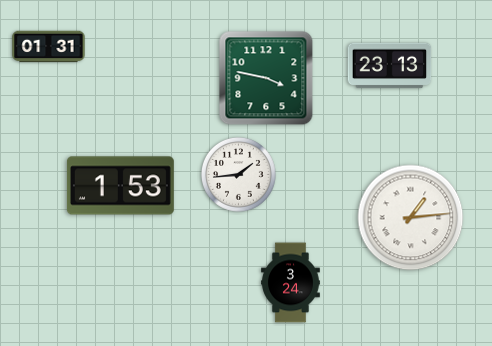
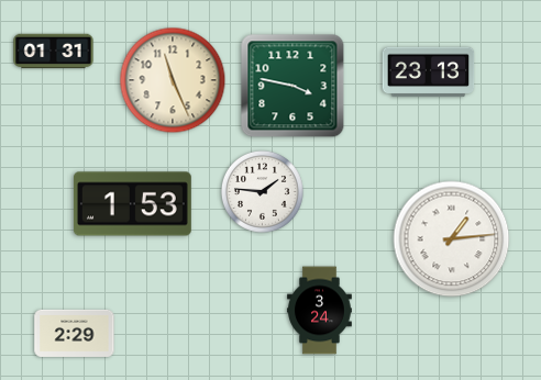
clock at (173, 80): none -> 11:26
clock at (238, 174): 1:44 -> 1:46
clock at (75, 333): none -> 2:29
